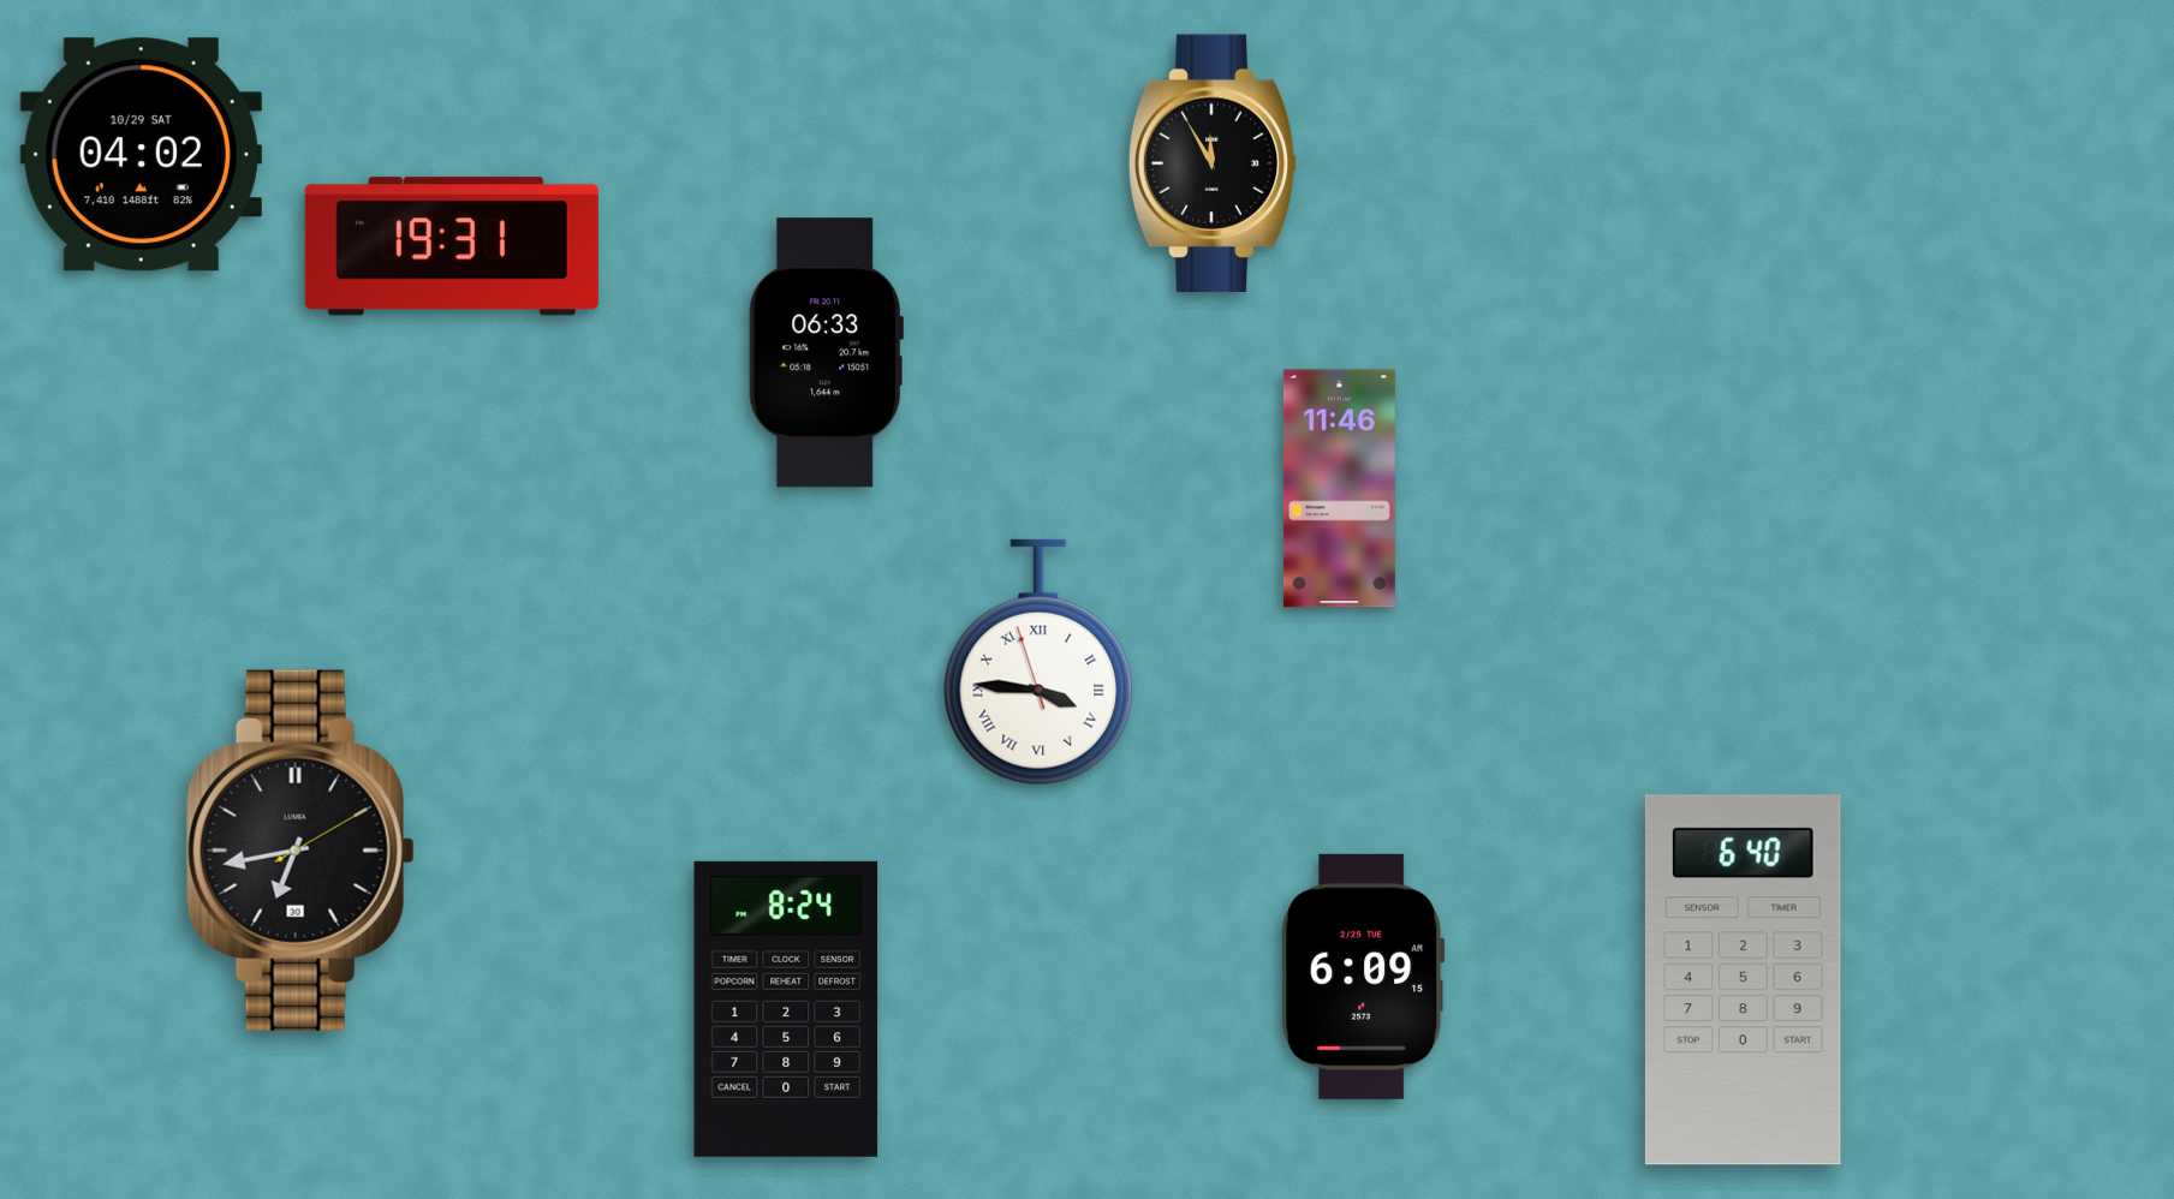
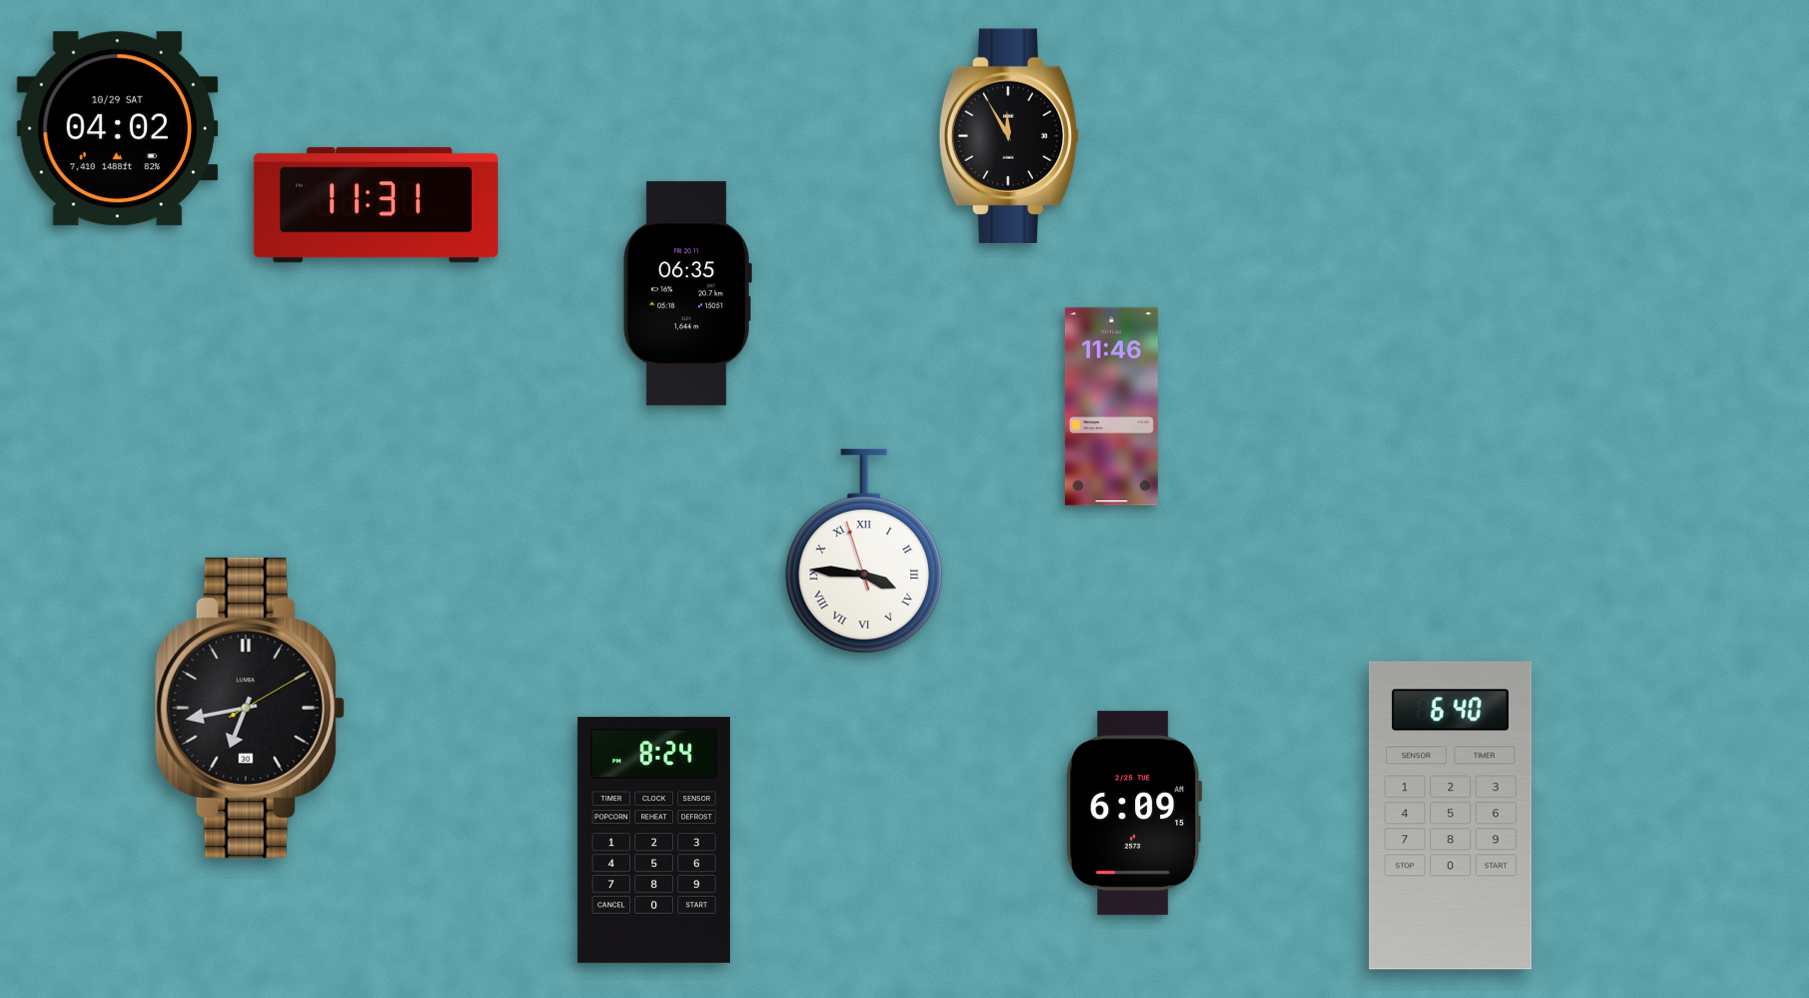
clock at (452, 246): 19:31 -> 11:31
clock at (826, 353): 06:33 -> 06:35
clock at (1339, 489) position: (1339, 489) -> (1111, 407)
